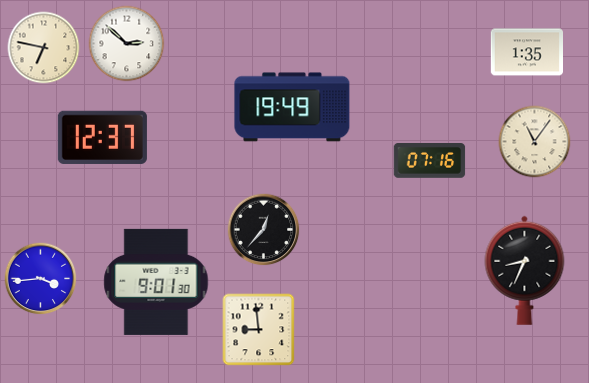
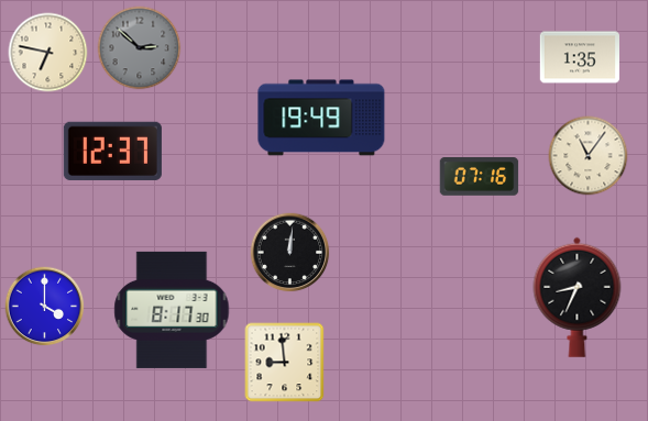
clock at (127, 44) dial: white -> grey
clock at (430, 161) position: (430, 161) -> (480, 177)
clock at (264, 230): 12:37 -> 12:01
clock at (41, 279): 3:44 -> 4:00
clock at (156, 282): 9:01 -> 8:17
